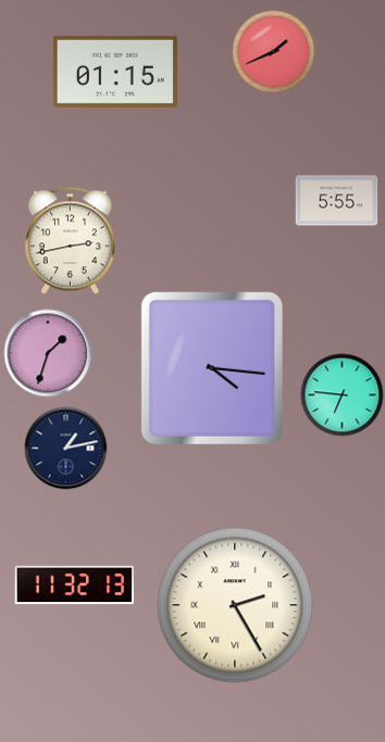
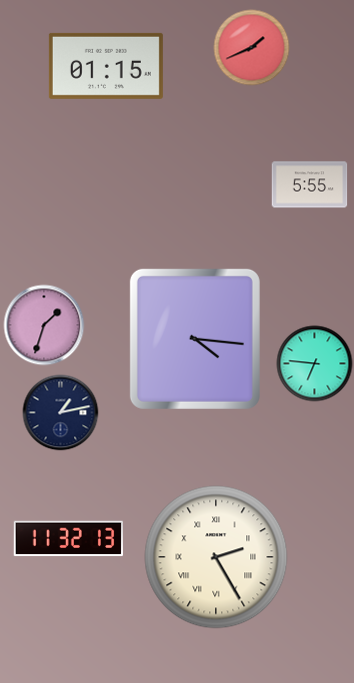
clock at (70, 241): 2:43 -> none
